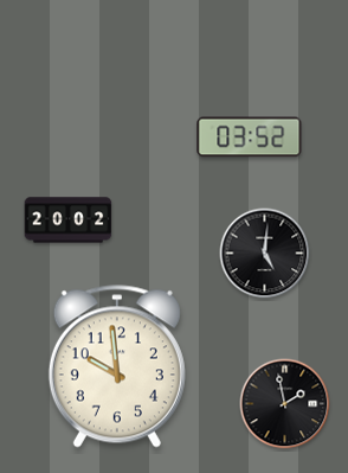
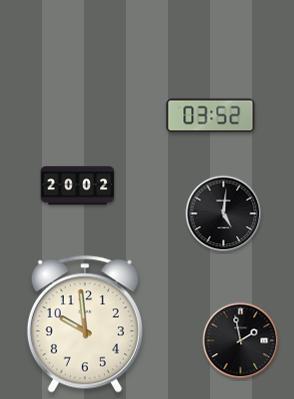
clock at (69, 220) position: (69, 220) -> (78, 186)
clock at (117, 366) position: (117, 366) -> (85, 324)
